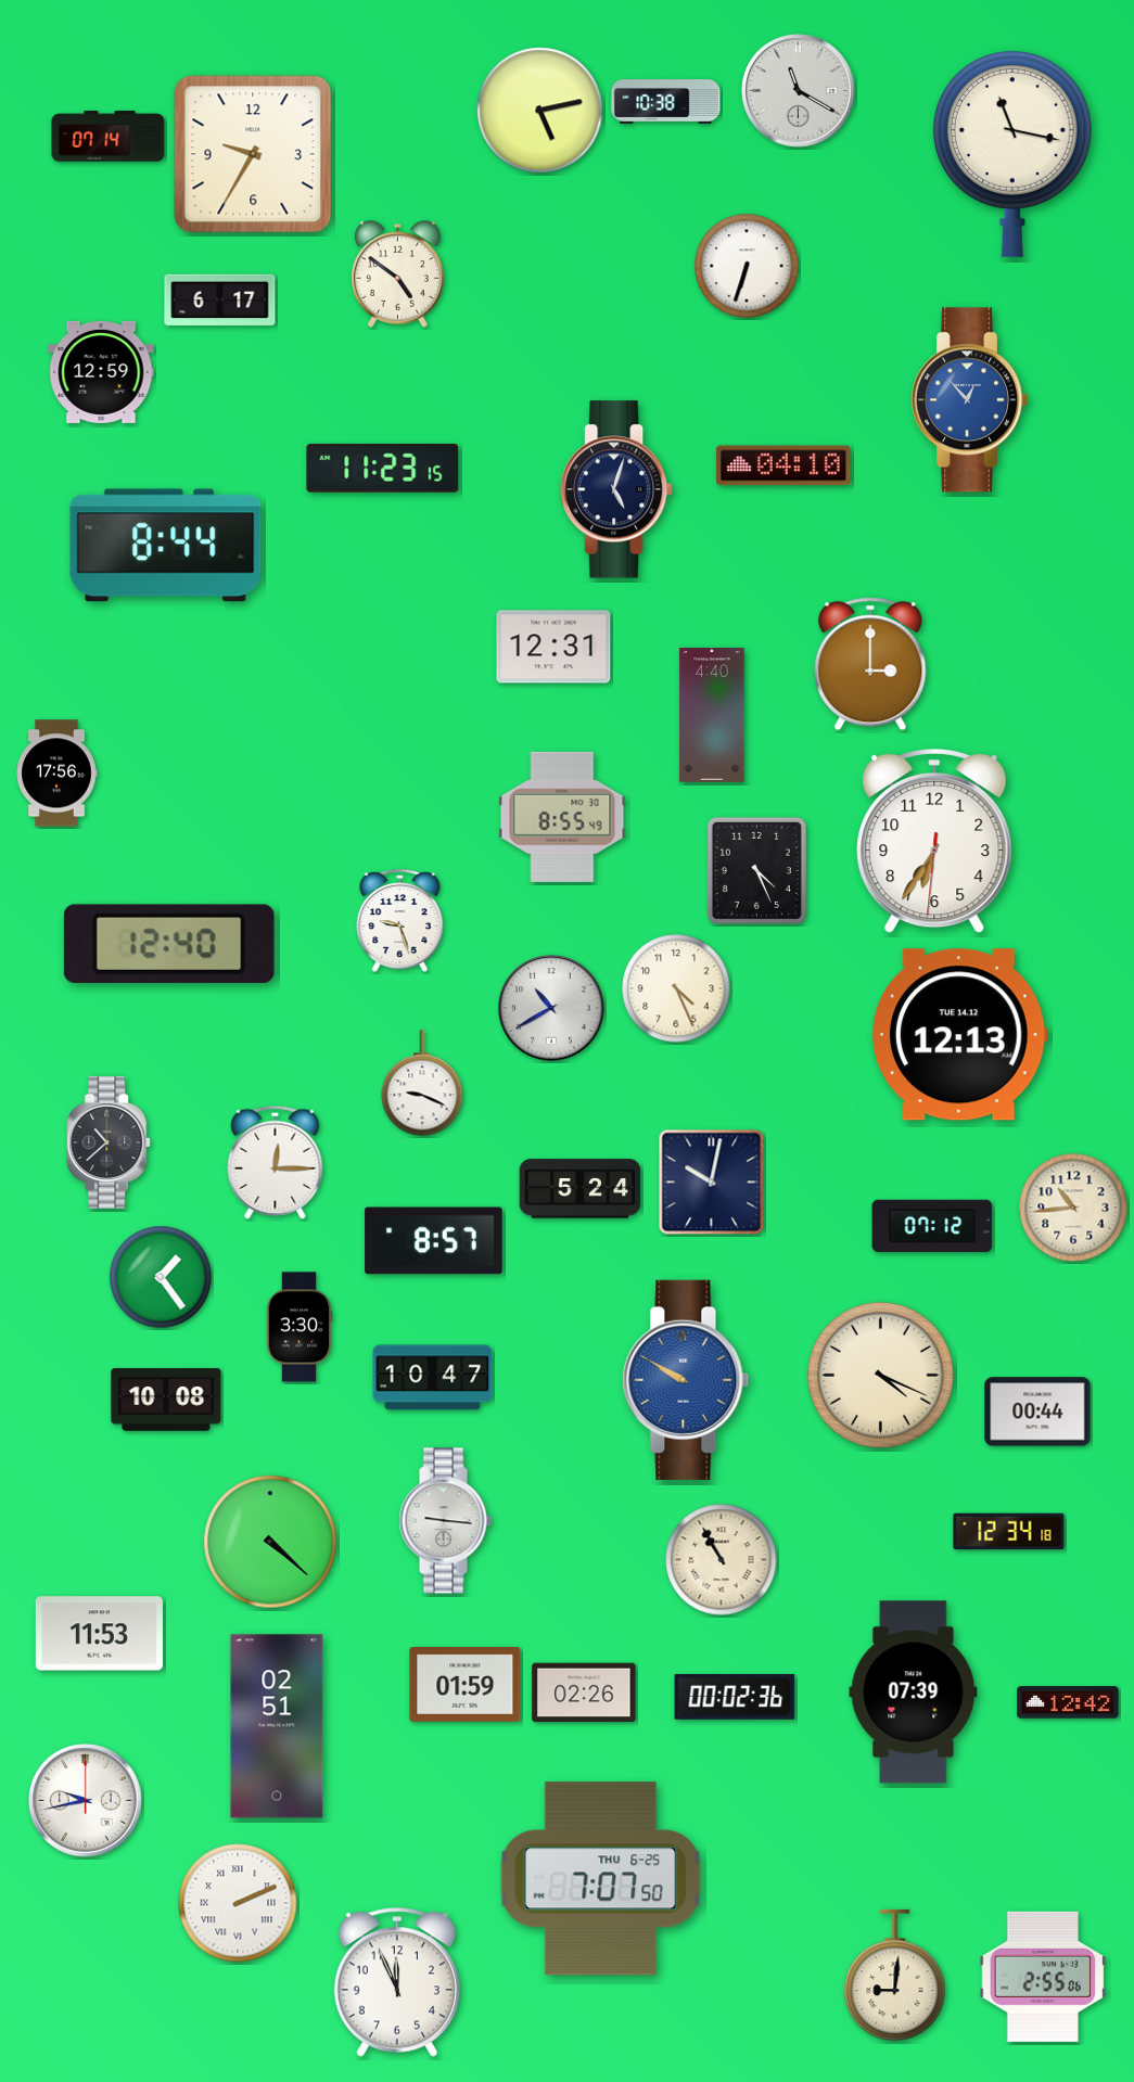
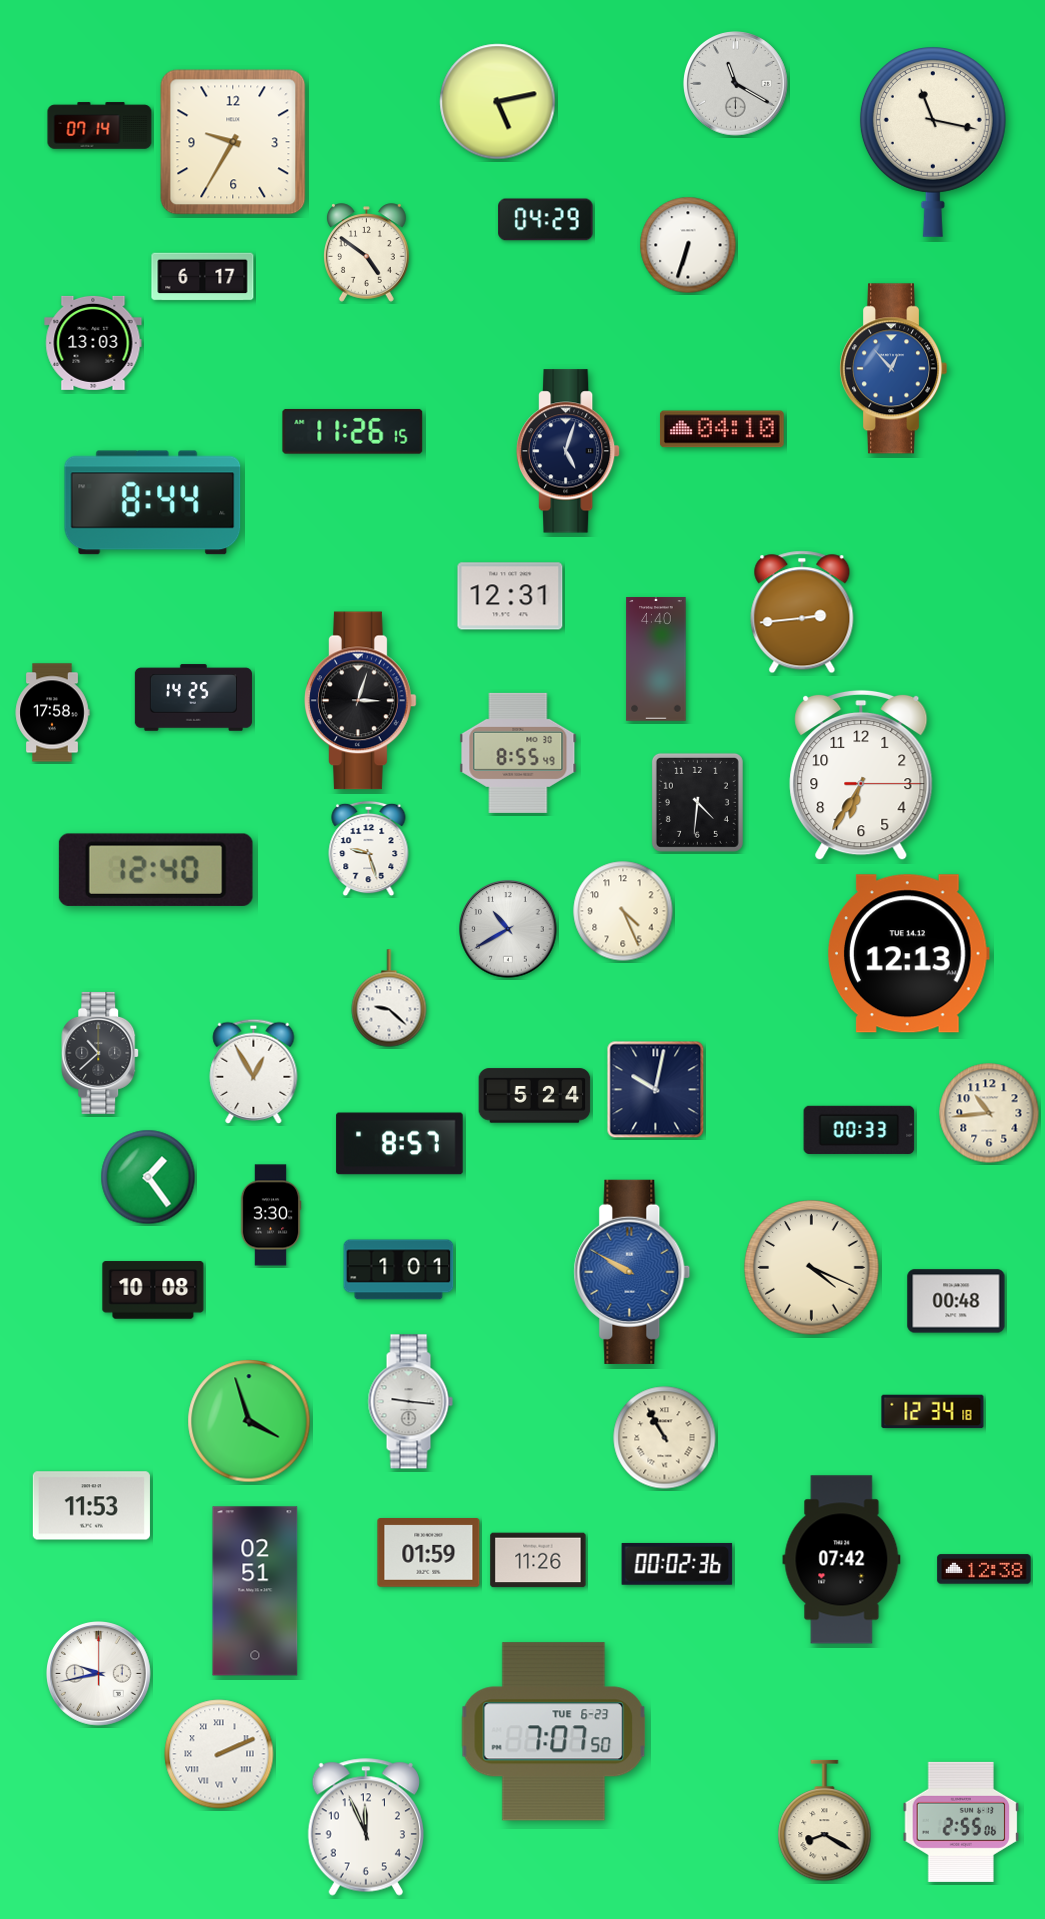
clock at (666, 102): 10:38 -> none
clock at (546, 220): none -> 04:29
clock at (101, 372): 12:59 -> 13:03
clock at (383, 468): 11:23 -> 11:26
clock at (870, 664): 3:00 -> 2:44
clock at (193, 698): none -> 14:25
clock at (361, 701): none -> 3:03
clock at (56, 774): 17:56 -> 17:58
clock at (934, 841): 6:35:31 -> 6:35:15
clock at (756, 870): 4:26 -> 4:31
clock at (960, 1035) position: (960, 1035) -> (909, 954)
clock at (422, 1083): 9:19 -> 9:22
clock at (276, 1162): 12:15 -> 12:55
clock at (932, 1226): 07:12 -> 00:33
clock at (300, 1327) position: (300, 1327) -> (271, 1215)
clock at (433, 1378): 10:47 -> 1:01
clock at (1037, 1412): 00:44 -> 00:48
clock at (1009, 1532) position: (1009, 1532) -> (933, 1412)
clock at (270, 1542): 4:22 -> 3:57
clock at (584, 1693): 02:26 -> 11:26
clock at (914, 1693): 07:39 -> 07:42
clock at (1068, 1702): 12:42 -> 12:38
clock at (86, 1801) position: (86, 1801) -> (99, 1674)
clock at (601, 1879) date: THU 6-25 -> TUE 6-23
clock at (895, 1976): 9:01 -> 8:20
